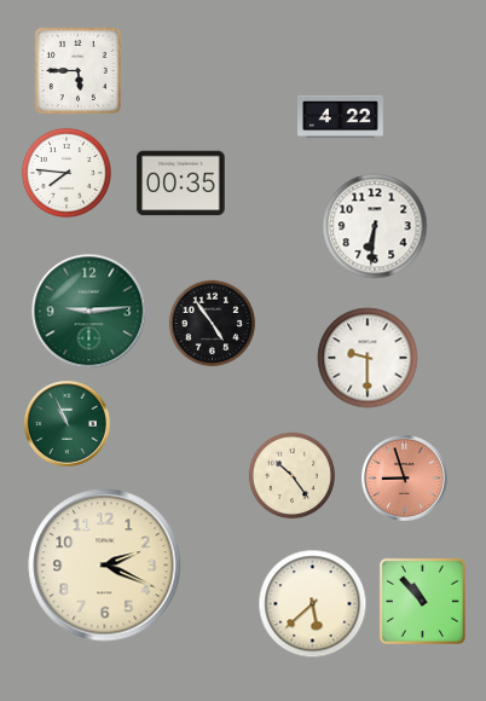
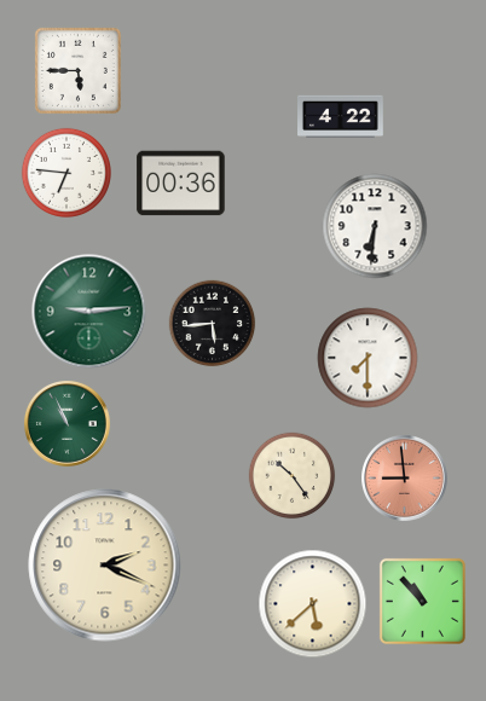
clock at (66, 173): 7:46 -> 6:46
clock at (181, 184): 00:35 -> 00:36
clock at (213, 324): 4:54 -> 5:44
clock at (368, 358): 9:30 -> 7:30
clock at (405, 479): 8:57 -> 8:59
